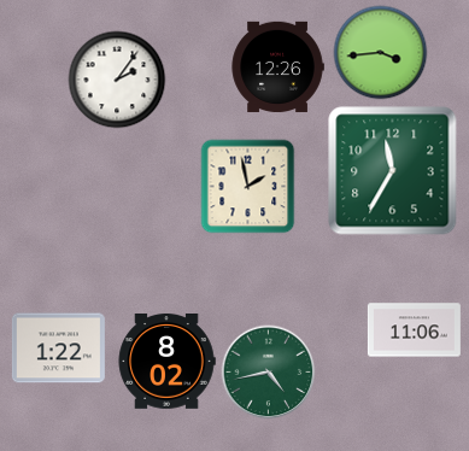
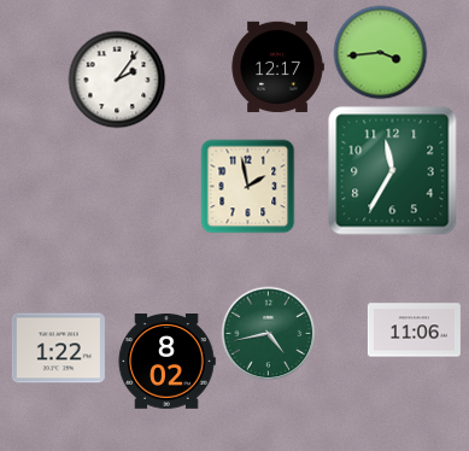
clock at (277, 66): 12:26 -> 12:17
clock at (268, 371) position: (268, 371) -> (268, 333)
